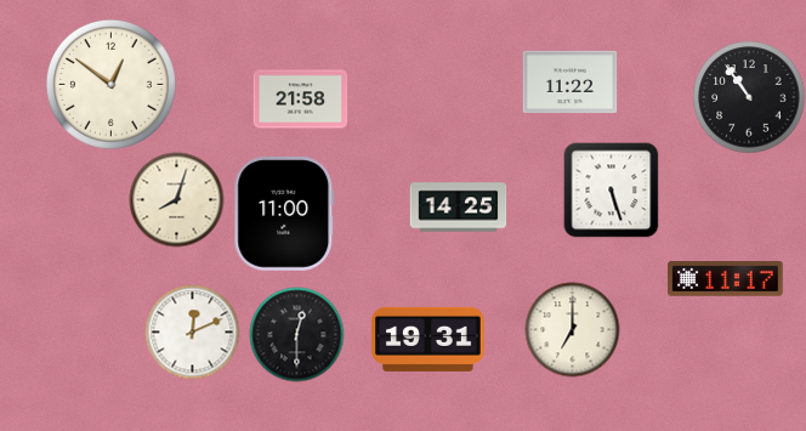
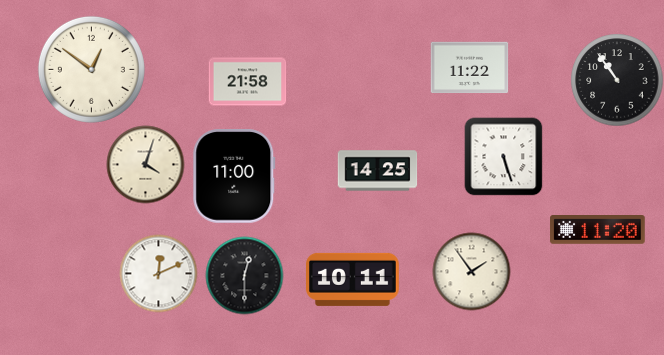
clock at (176, 199): 8:03 -> 4:03
clock at (726, 279): 11:17 -> 11:20
clock at (572, 329): 7:00 -> 1:54
clock at (428, 339): 19:31 -> 10:11
